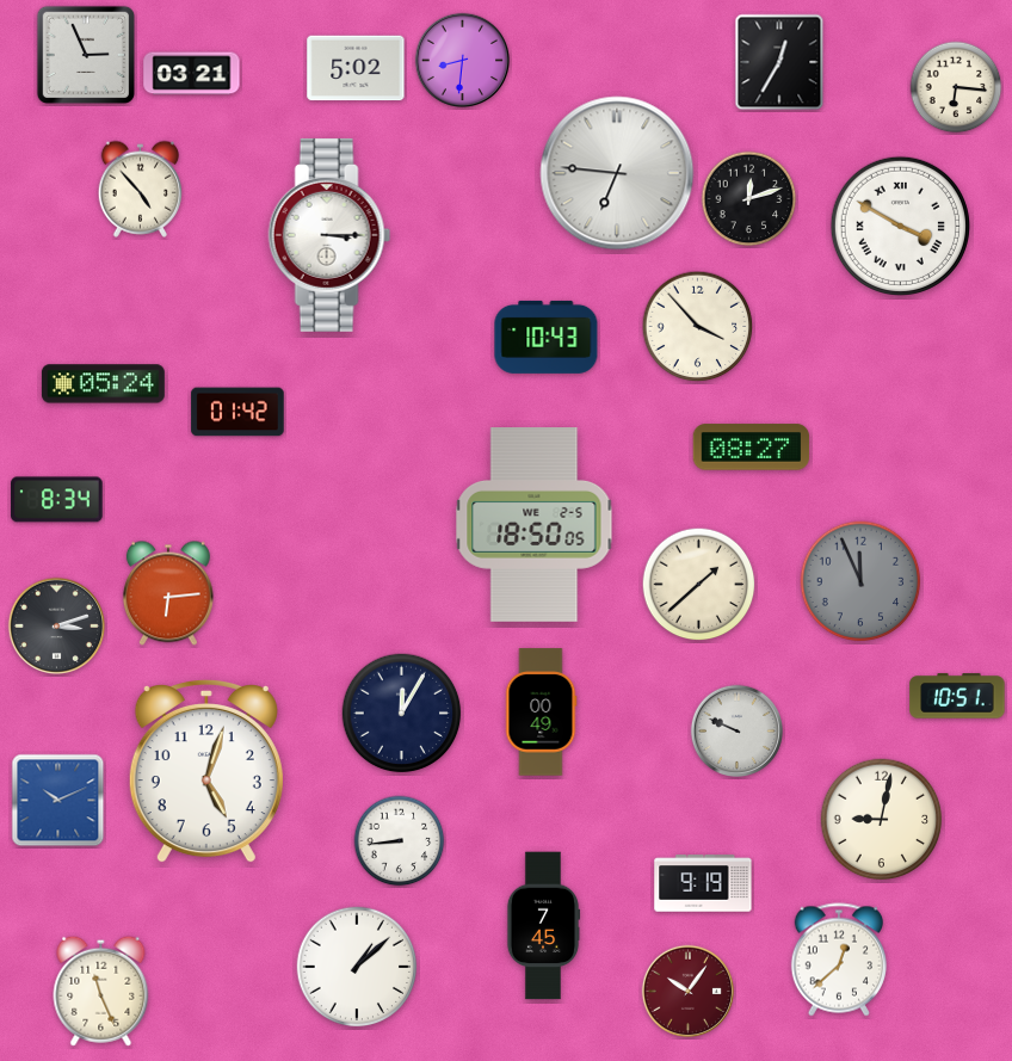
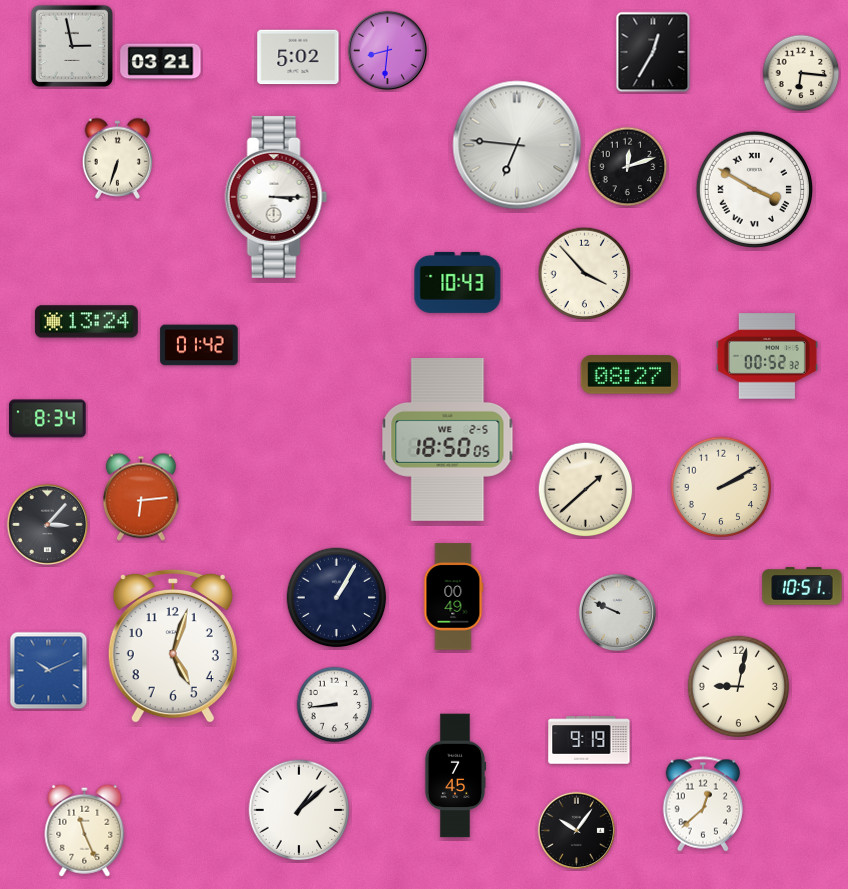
clock at (86, 55): 2:56 -> 2:58
clock at (140, 189): 4:53 -> 6:33
clock at (103, 384): 05:24 -> 13:24
clock at (767, 356): none -> 00:52
clock at (860, 581): 11:56 -> 2:10
clock at (860, 581) dial: grey -> cream
clock at (57, 627): 3:12 -> 3:07
clock at (957, 696) position: (957, 696) -> (802, 586)
clock at (402, 714): 12:05 -> 1:05
clock at (687, 991) dial: burgundy -> black
